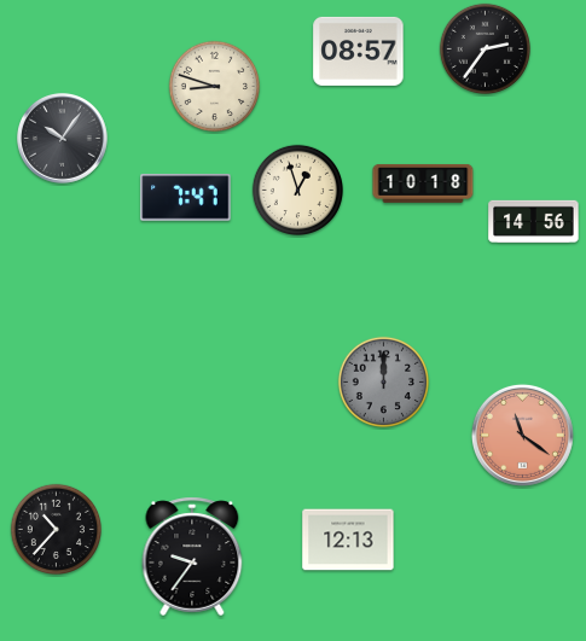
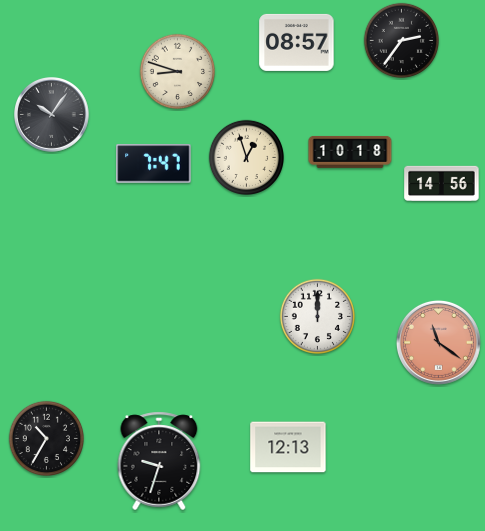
clock at (383, 381) dial: grey -> white
clock at (522, 435) position: (522, 435) -> (438, 342)
clock at (56, 529): 10:37 -> 10:35
clock at (192, 556): 9:36 -> 9:33
